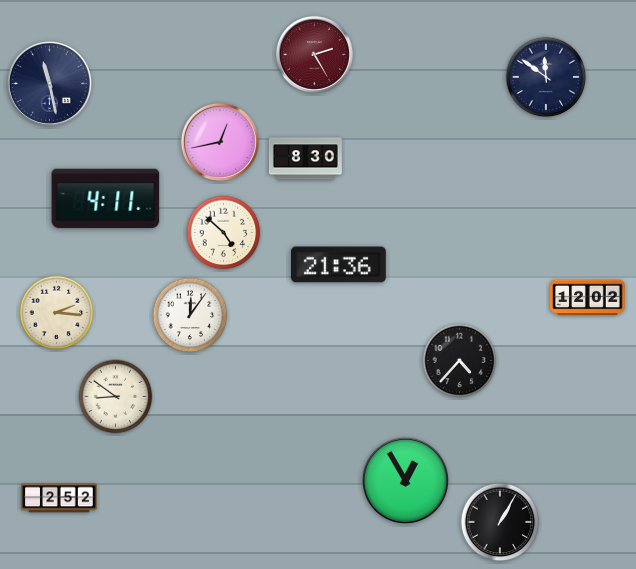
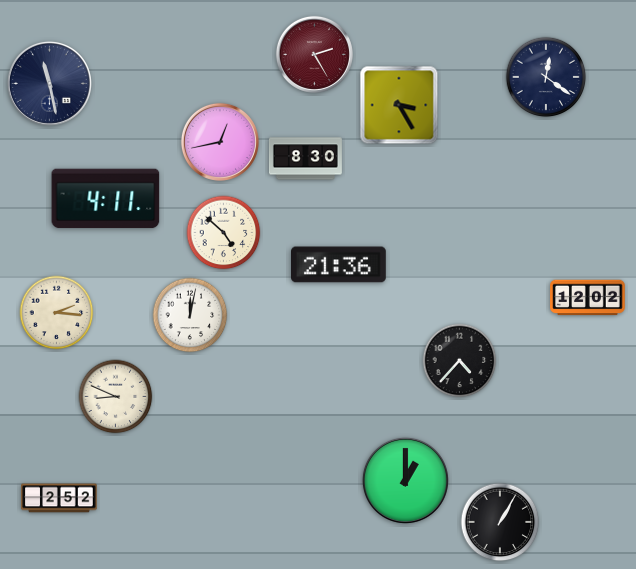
clock at (546, 77): 11:51 -> 12:21
clock at (399, 105): none -> 3:25
clock at (190, 315): 12:06 -> 12:02
clock at (116, 397): 8:51 -> 8:49
clock at (405, 480): 12:55 -> 1:00
